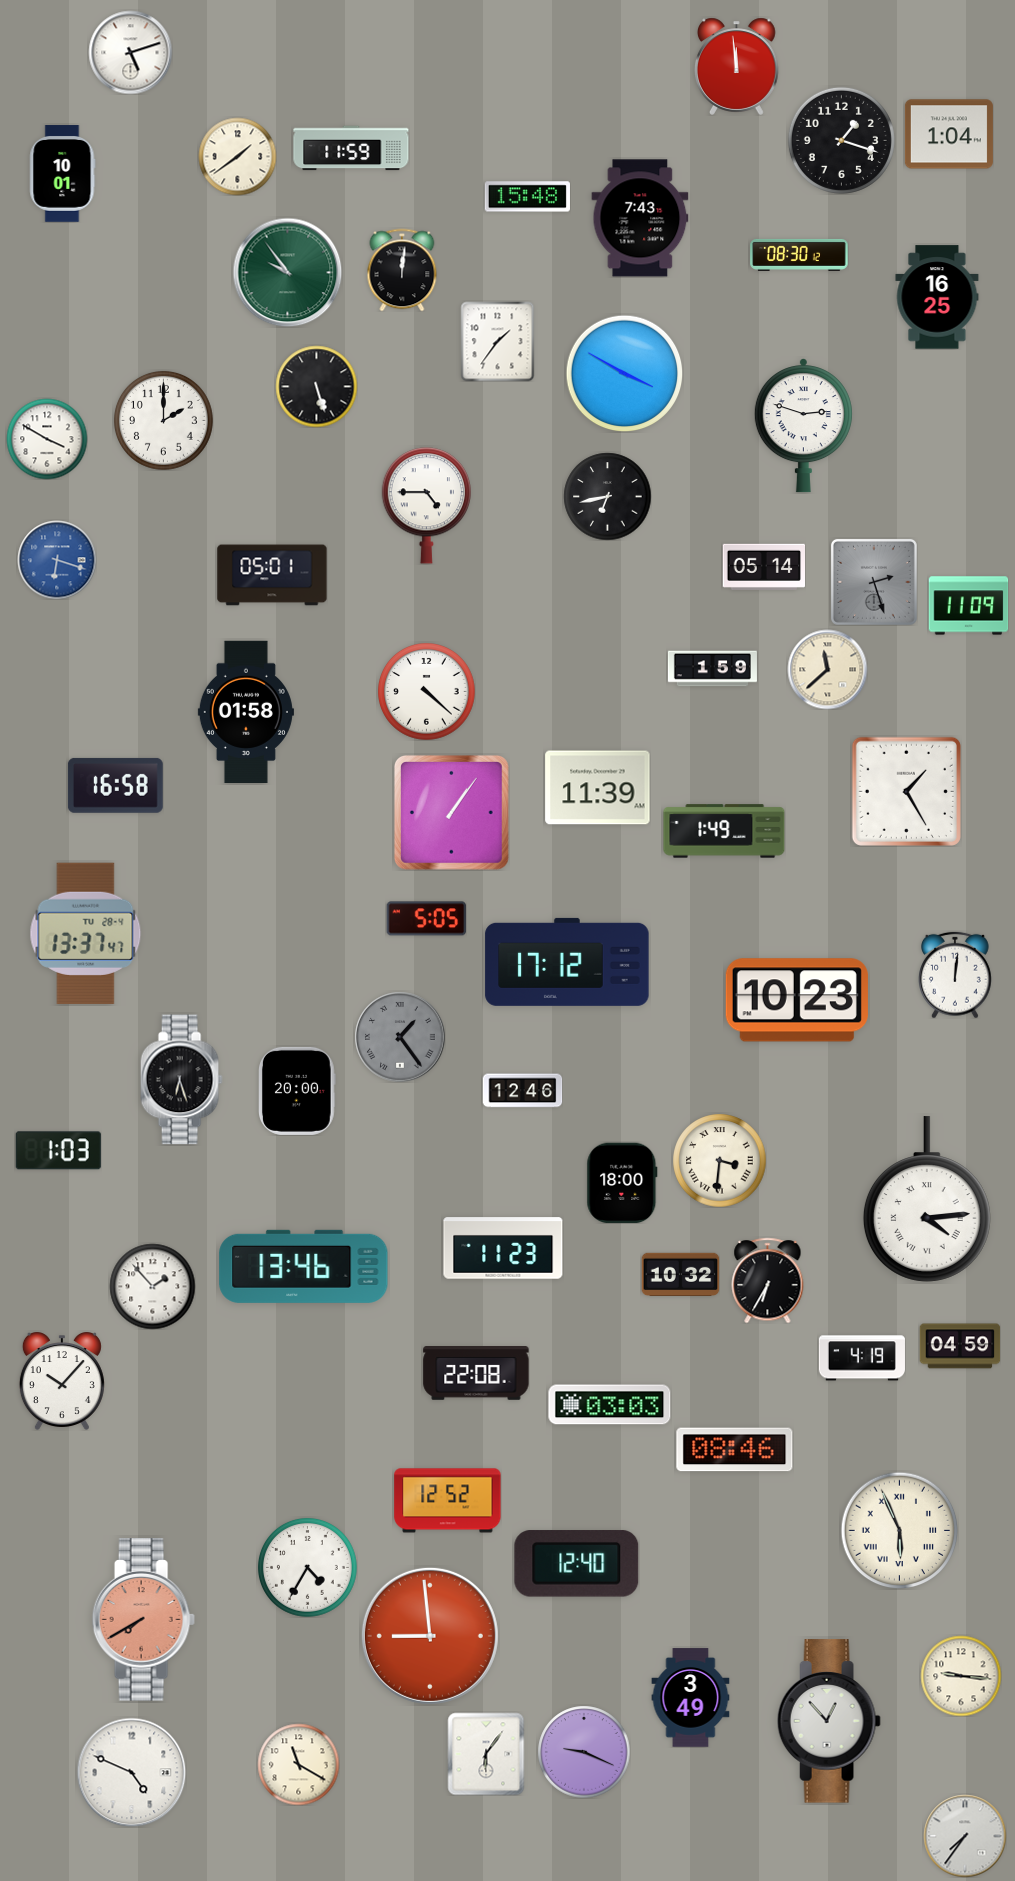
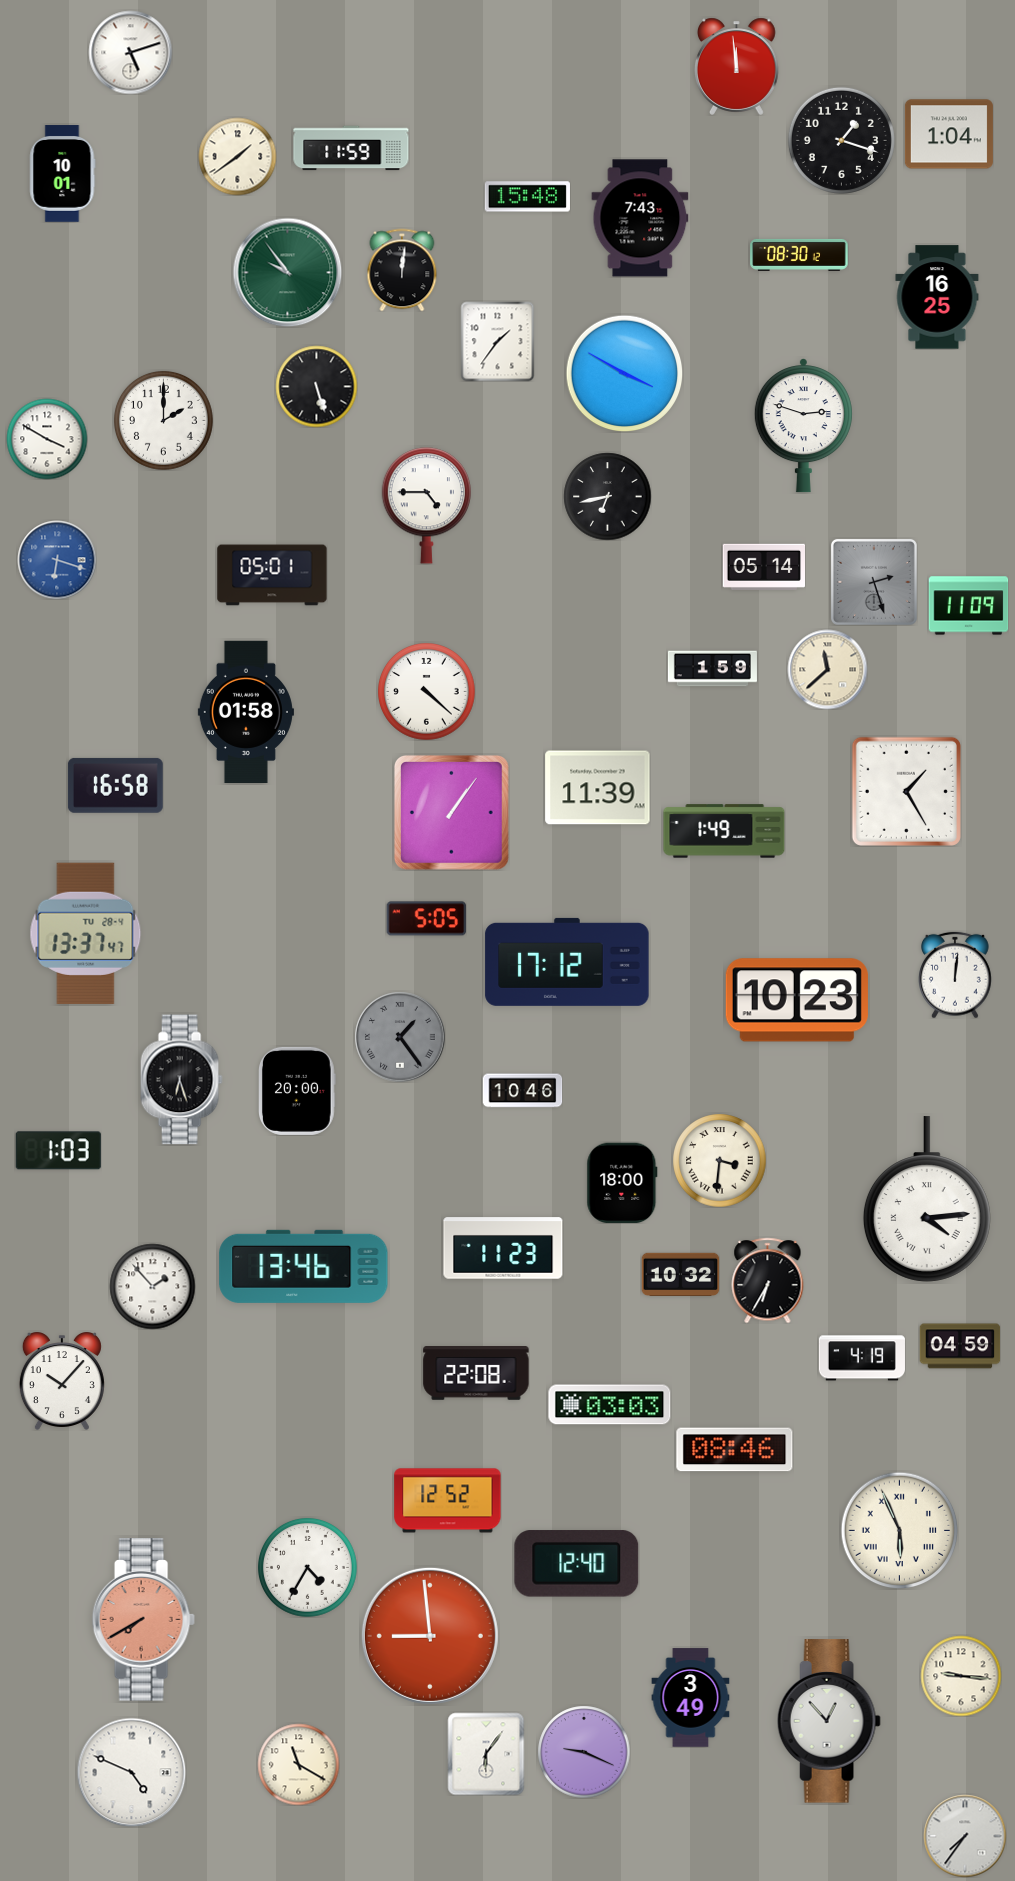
clock at (522, 1091): 12:46 -> 10:46
